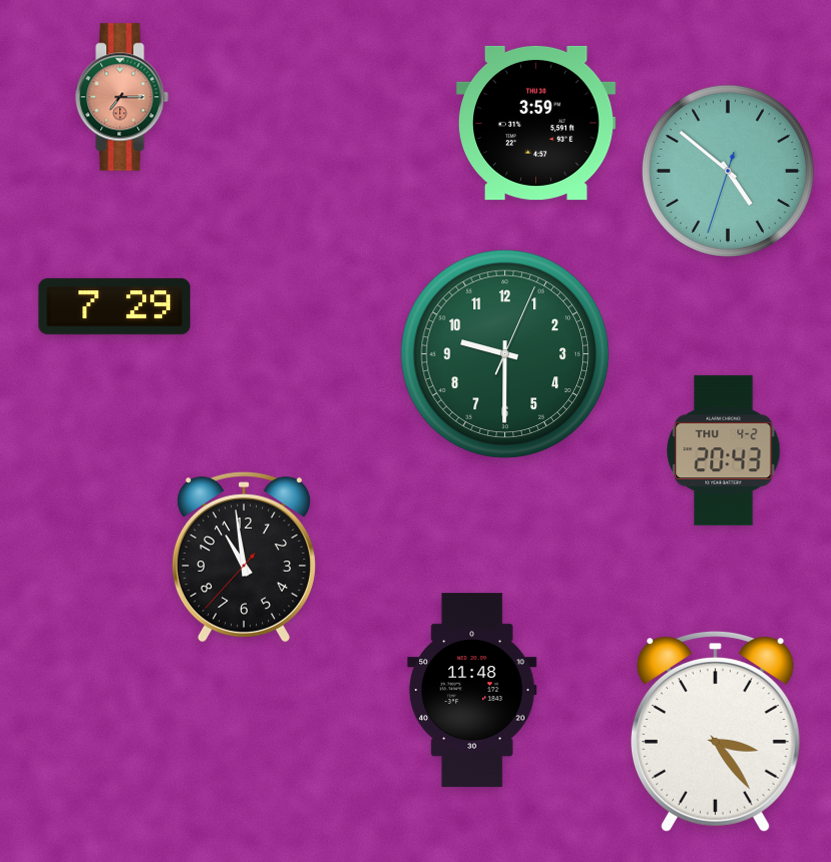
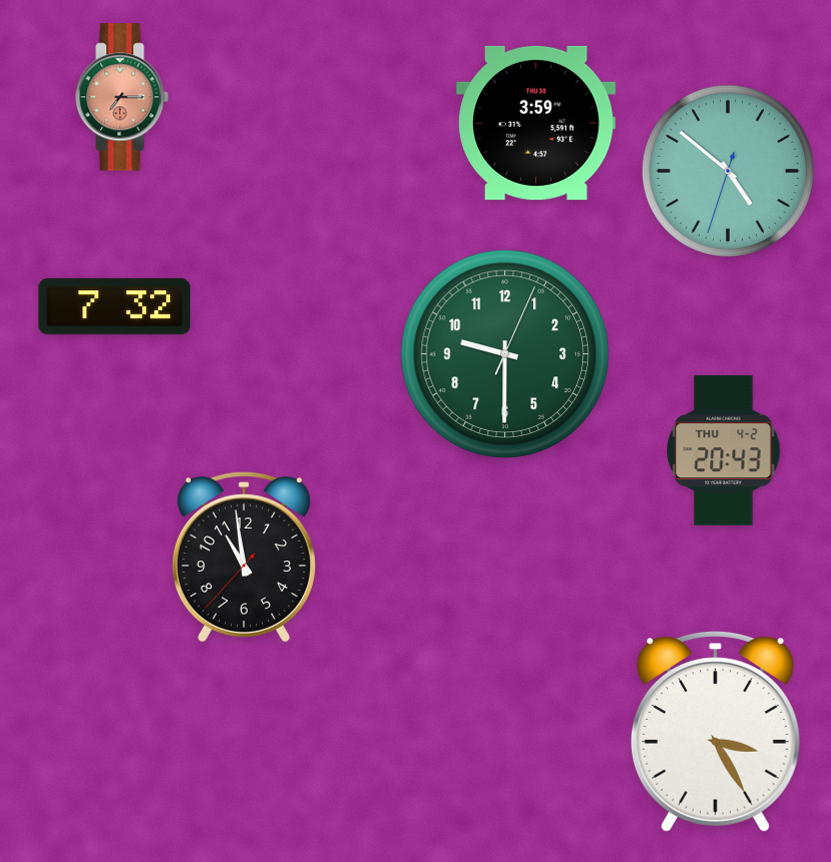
clock at (115, 307): 7:29 -> 7:32
clock at (472, 690): 11:48 -> none
clock at (715, 731): 3:24 -> 3:25
